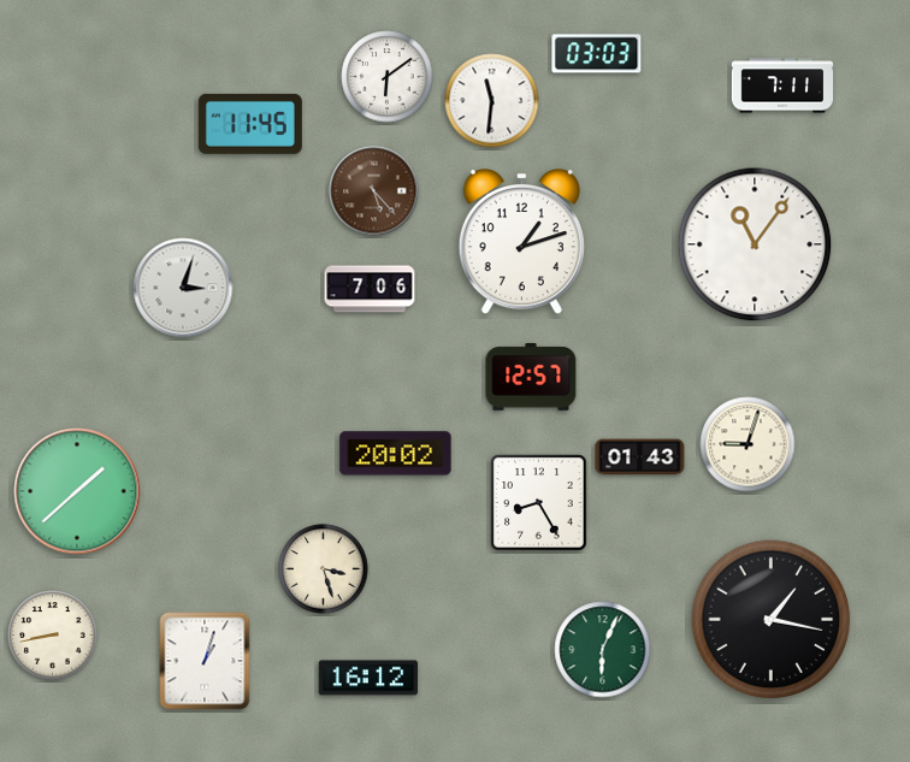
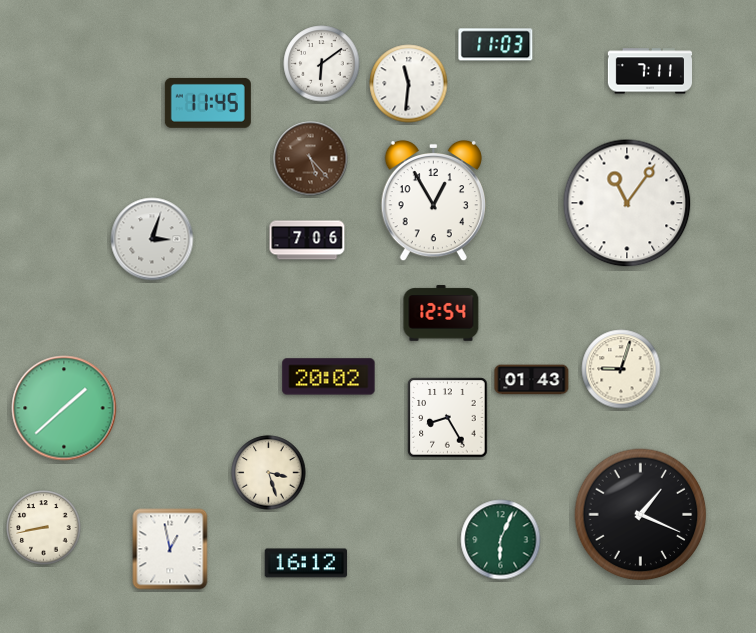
clock at (597, 54): 03:03 -> 11:03
clock at (521, 242): 1:12 -> 12:55
clock at (531, 377): 12:57 -> 12:54
clock at (772, 620): 1:17 -> 1:19
clock at (205, 661): 1:03 -> 12:58
